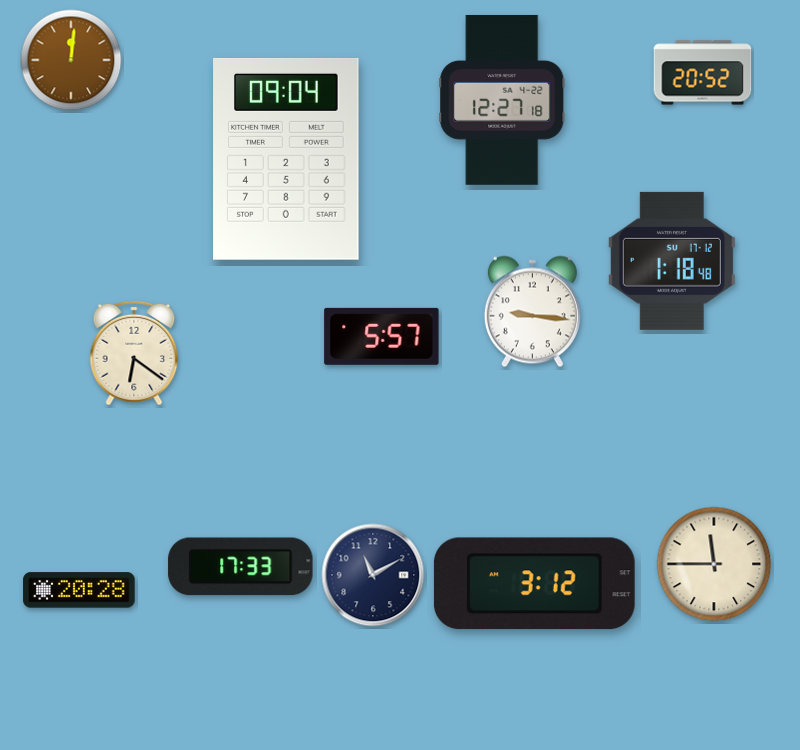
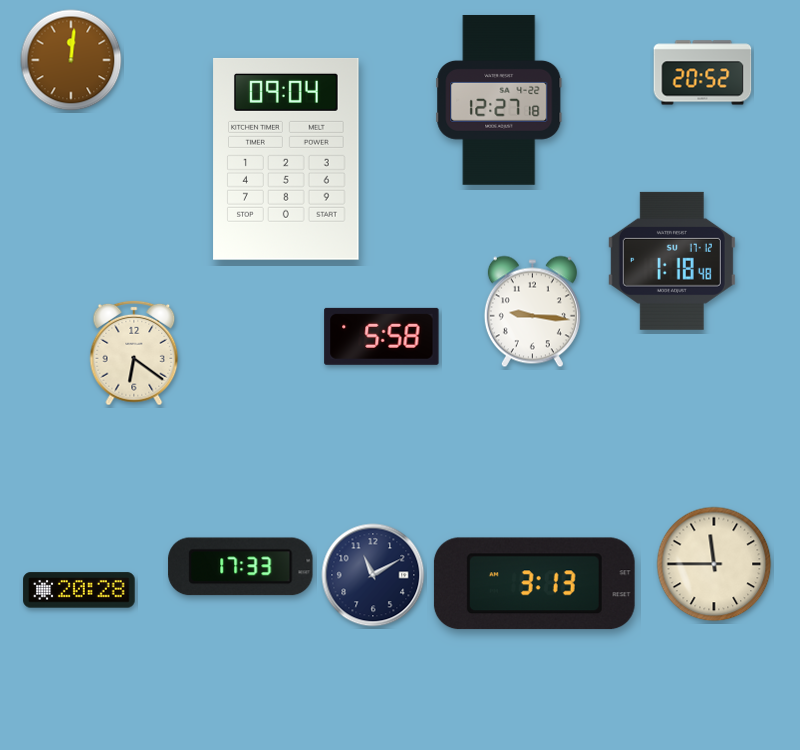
clock at (502, 100) position: (502, 100) -> (499, 100)
clock at (382, 336): 5:57 -> 5:58
clock at (534, 584): 3:12 -> 3:13
